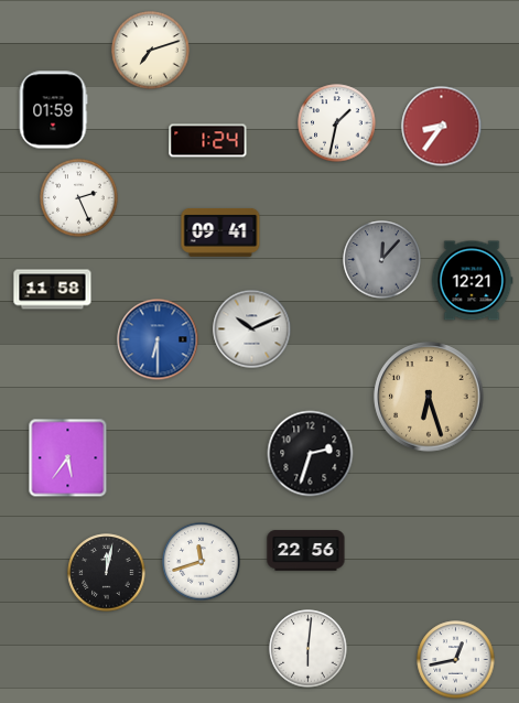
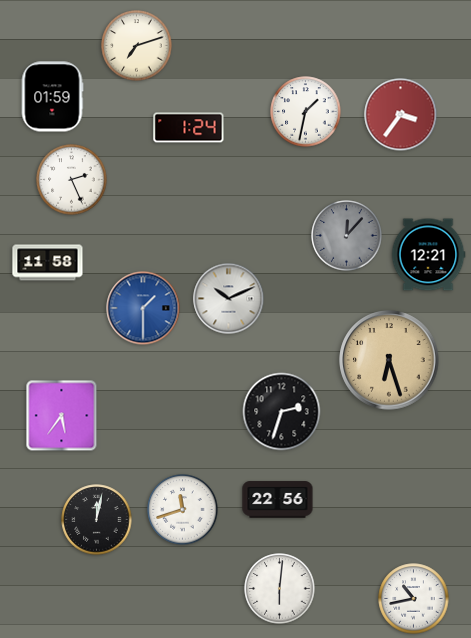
clock at (53, 110) position: (53, 110) -> (52, 97)
clock at (442, 127): 8:36 -> 3:36
clock at (220, 232): 09:41 -> none
clock at (158, 339): 6:30 -> 1:30
clock at (456, 660): 12:43 -> 10:43
